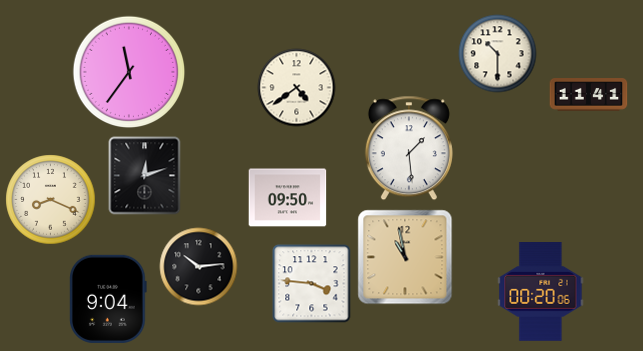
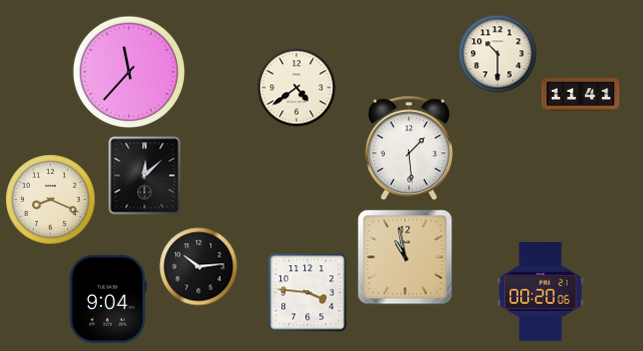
clock at (129, 72): 11:36 -> 11:37
clock at (588, 95) position: (588, 95) -> (580, 95)
clock at (145, 175): 12:12 -> 12:08
clock at (287, 198): 09:50 -> none
clock at (311, 283) position: (311, 283) -> (307, 292)
